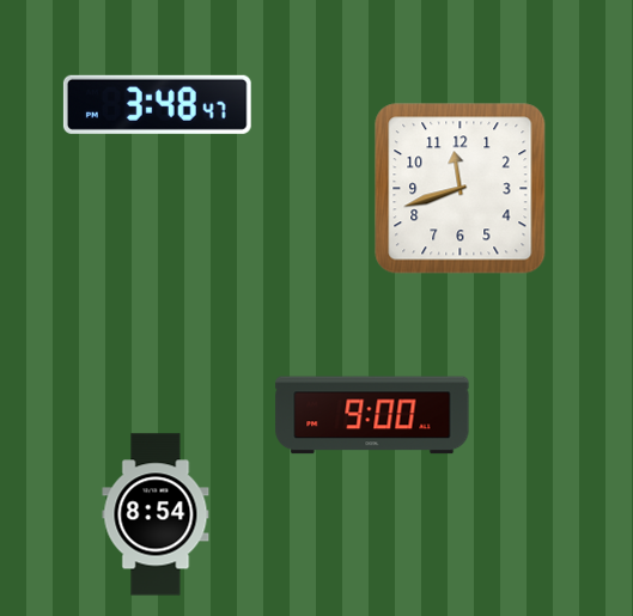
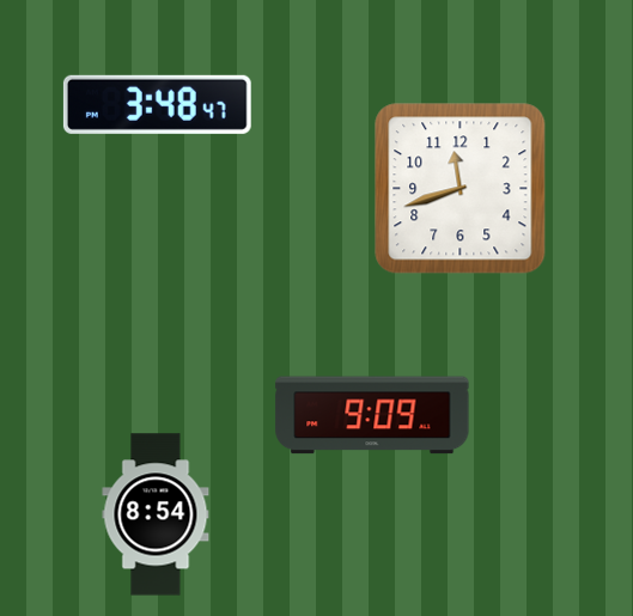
clock at (372, 415): 9:00 -> 9:09
